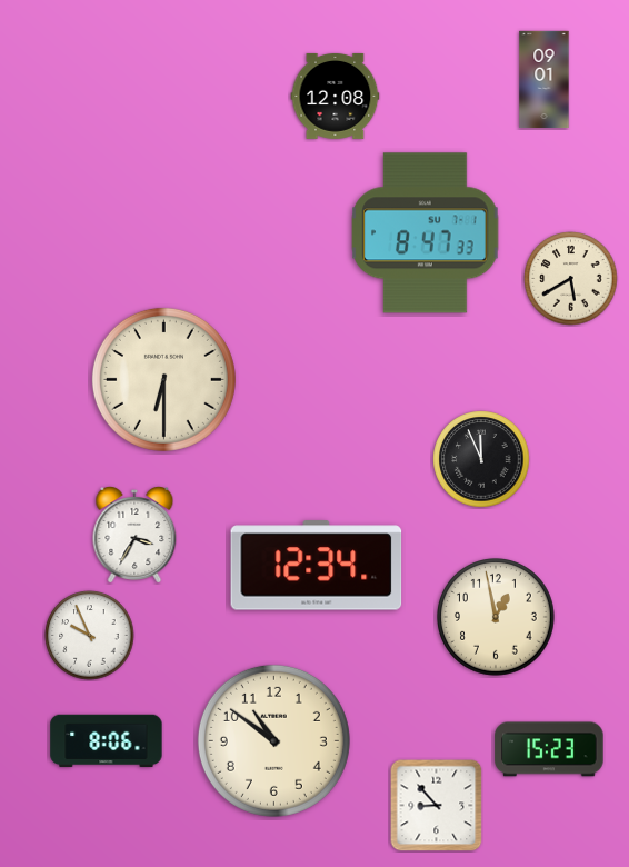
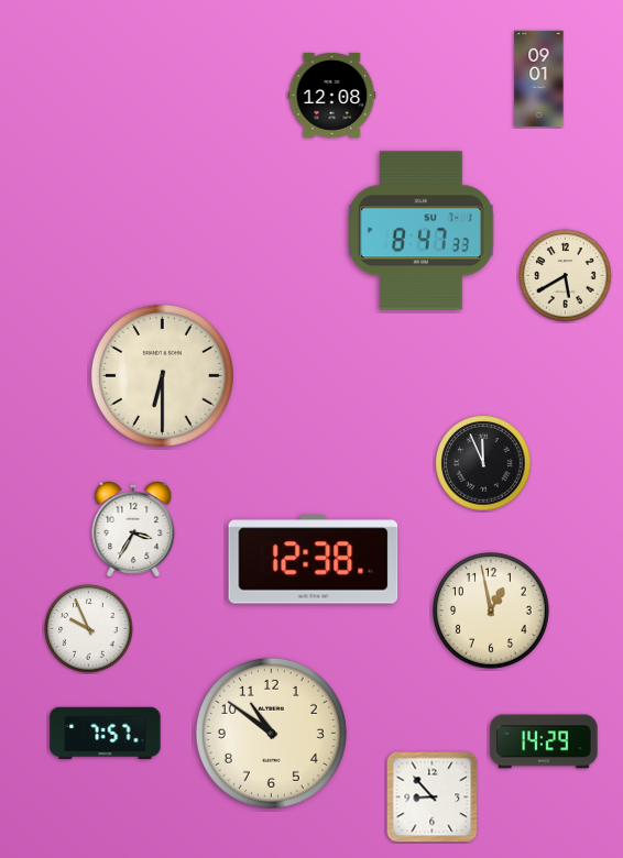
clock at (481, 459) position: (481, 459) -> (483, 463)
clock at (317, 566): 12:34 -> 12:38
clock at (107, 741): 8:06 -> 7:57
clock at (549, 749): 15:23 -> 14:29
